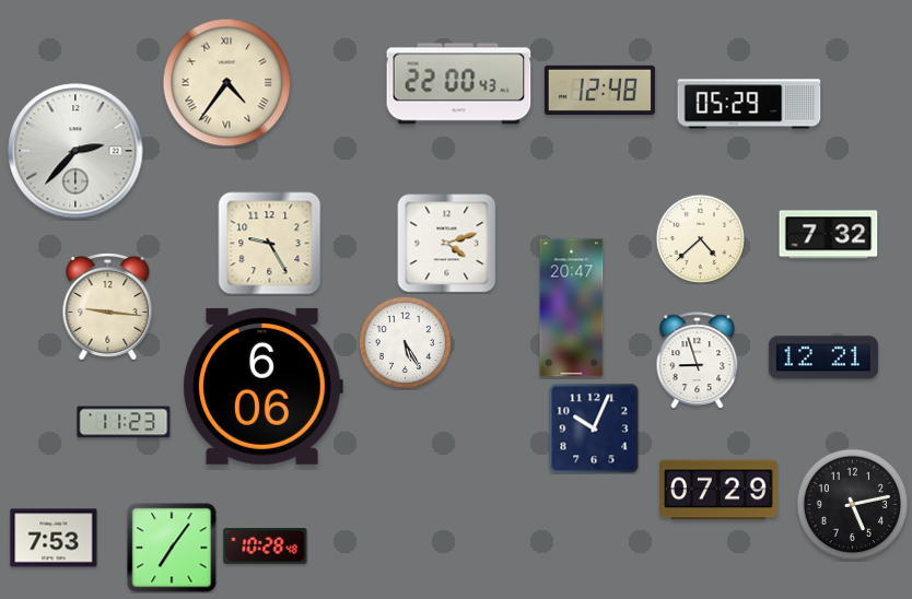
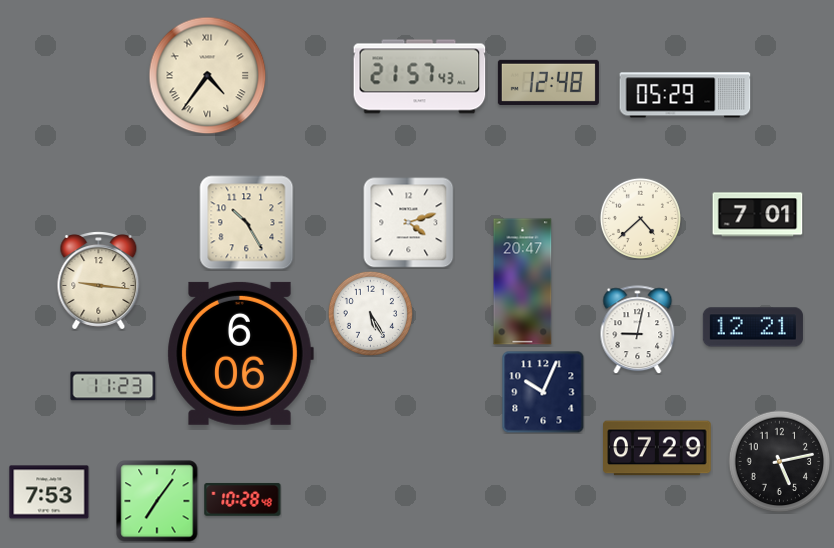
clock at (459, 84): 22:00 -> 21:57
clock at (75, 151): 2:37 -> none
clock at (829, 235): 7:32 -> 7:01
clock at (270, 244): 9:25 -> 10:25
clock at (698, 361): 8:57 -> 9:02
